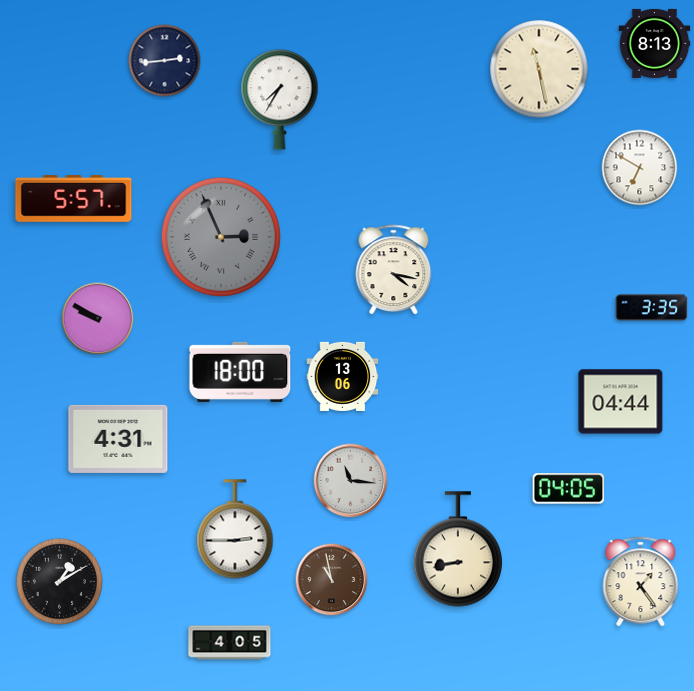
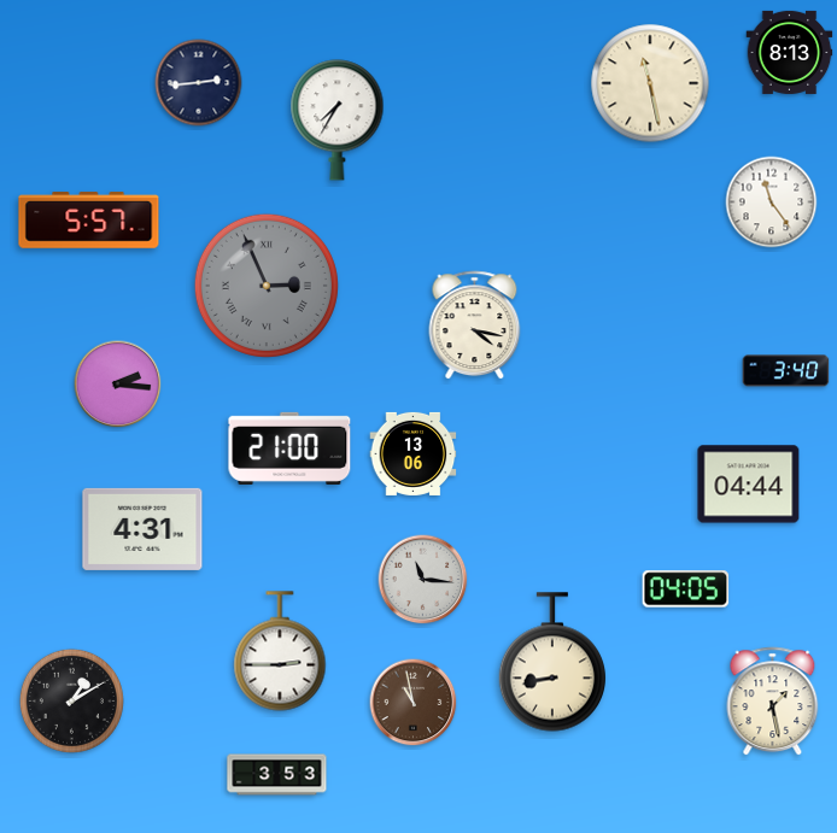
clock at (165, 61) position: (165, 61) -> (199, 83)
clock at (640, 168): 6:50 -> 11:24
clock at (74, 199) position: (74, 199) -> (89, 221)
clock at (652, 308): 3:35 -> 3:40
clock at (98, 319): 9:50 -> 2:16
clock at (240, 372): 18:00 -> 21:00
clock at (235, 529) position: (235, 529) -> (280, 651)
clock at (332, 580) position: (332, 580) -> (414, 703)
clock at (641, 582): 1:24 -> 1:28
clock at (230, 643): 4:05 -> 3:53
